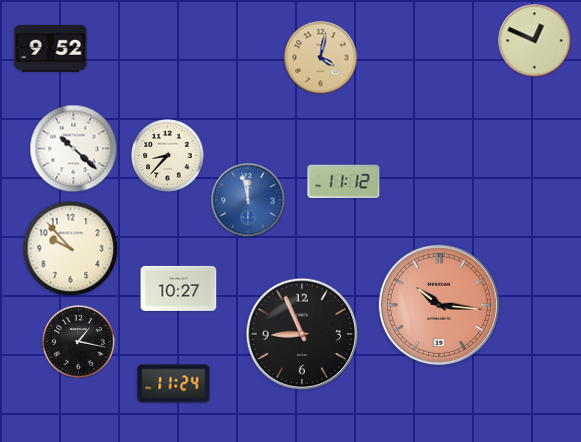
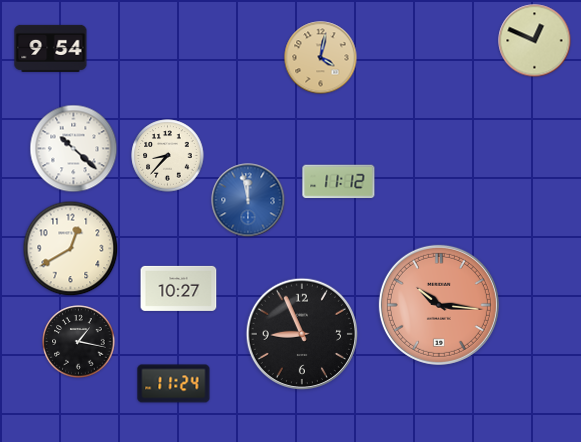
clock at (51, 48): 9:52 -> 9:54
clock at (344, 182) position: (344, 182) -> (339, 182)
clock at (71, 249): 9:53 -> 12:40
